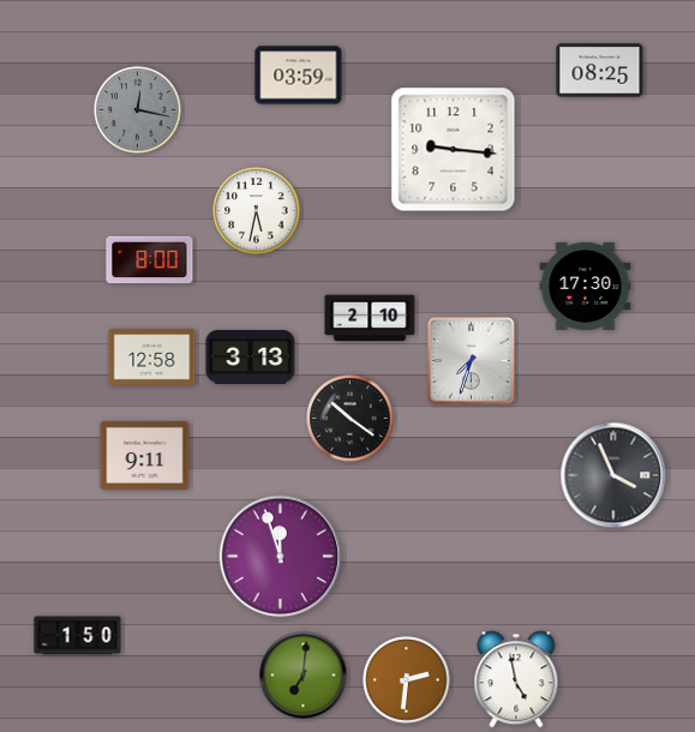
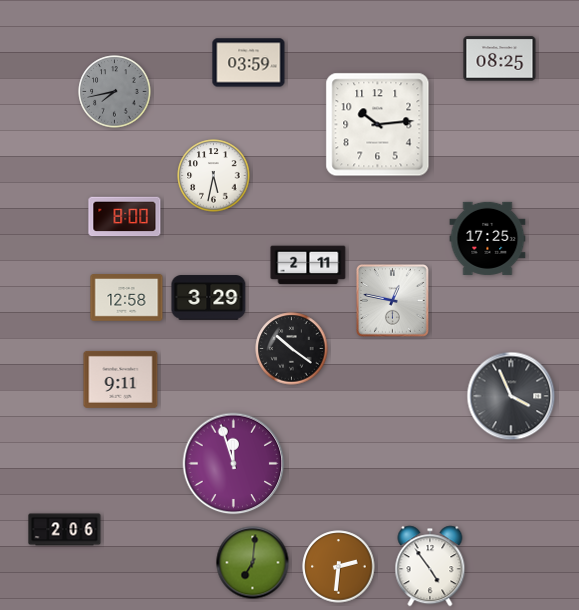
clock at (138, 110): 12:17 -> 7:43
clock at (454, 150): 9:16 -> 10:14
clock at (586, 286): 17:30 -> 17:25
clock at (370, 318): 2:10 -> 2:11
clock at (251, 358): 3:13 -> 3:29
clock at (472, 361): 7:33 -> 12:47
clock at (78, 636): 1:50 -> 2:06
clock at (516, 679): 4:58 -> 4:54
